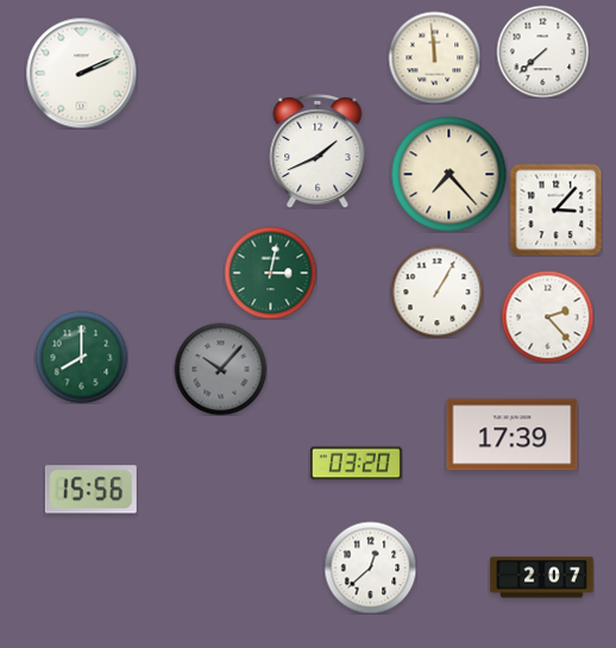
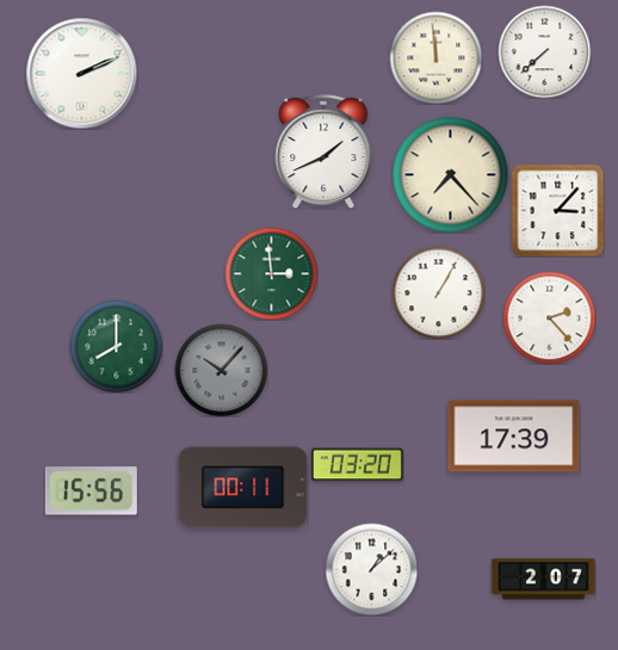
clock at (318, 151) position: (318, 151) -> (323, 151)
clock at (270, 272): 3:02 -> 2:59
clock at (81, 357) position: (81, 357) -> (116, 346)
clock at (243, 488): none -> 00:11
clock at (370, 567): 12:38 -> 1:08
